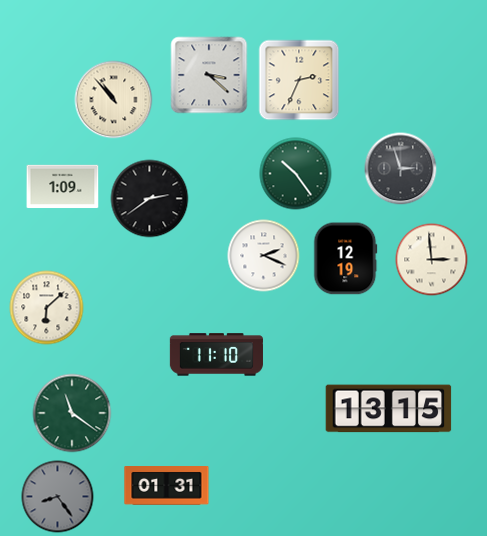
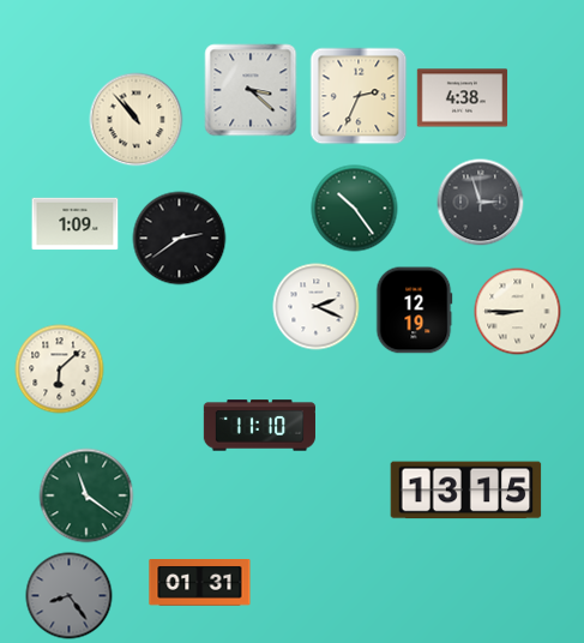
clock at (463, 98): none -> 4:38
clock at (432, 260): 2:59 -> 8:45
clock at (47, 308) position: (47, 308) -> (60, 369)
